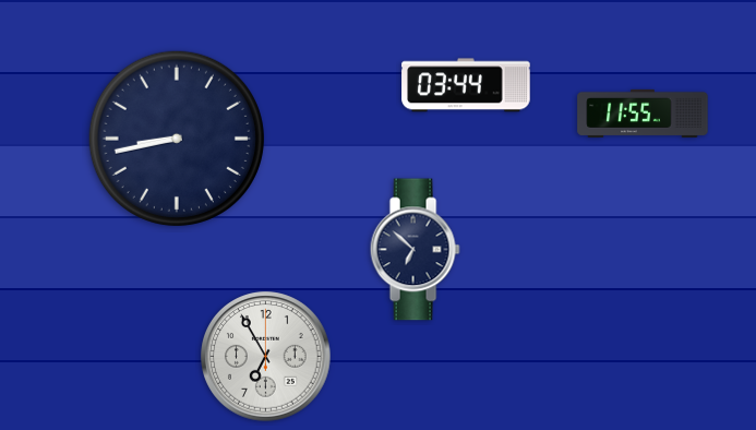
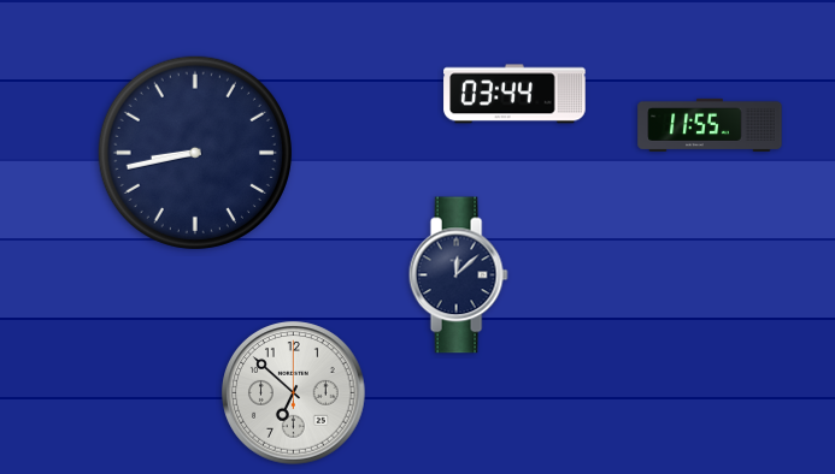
clock at (415, 250): 6:52 -> 12:08
clock at (266, 357): 6:55 -> 6:52
